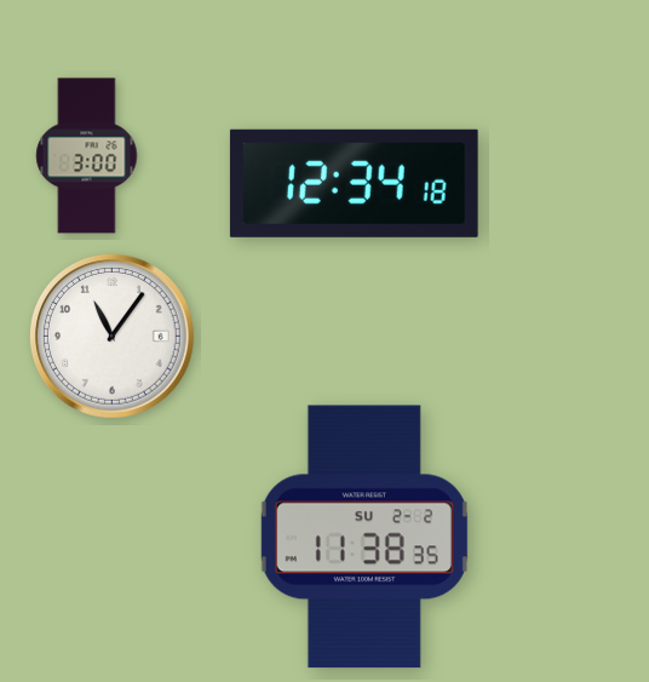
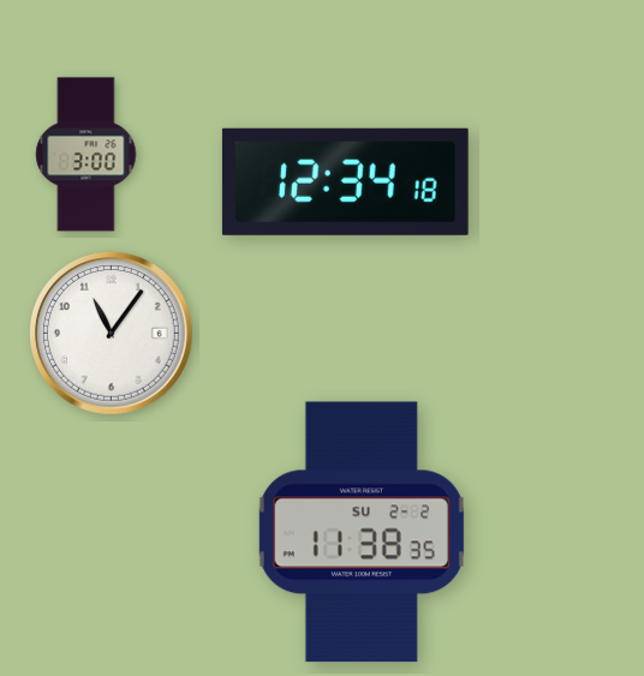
clock at (354, 183) position: (354, 183) -> (345, 181)
